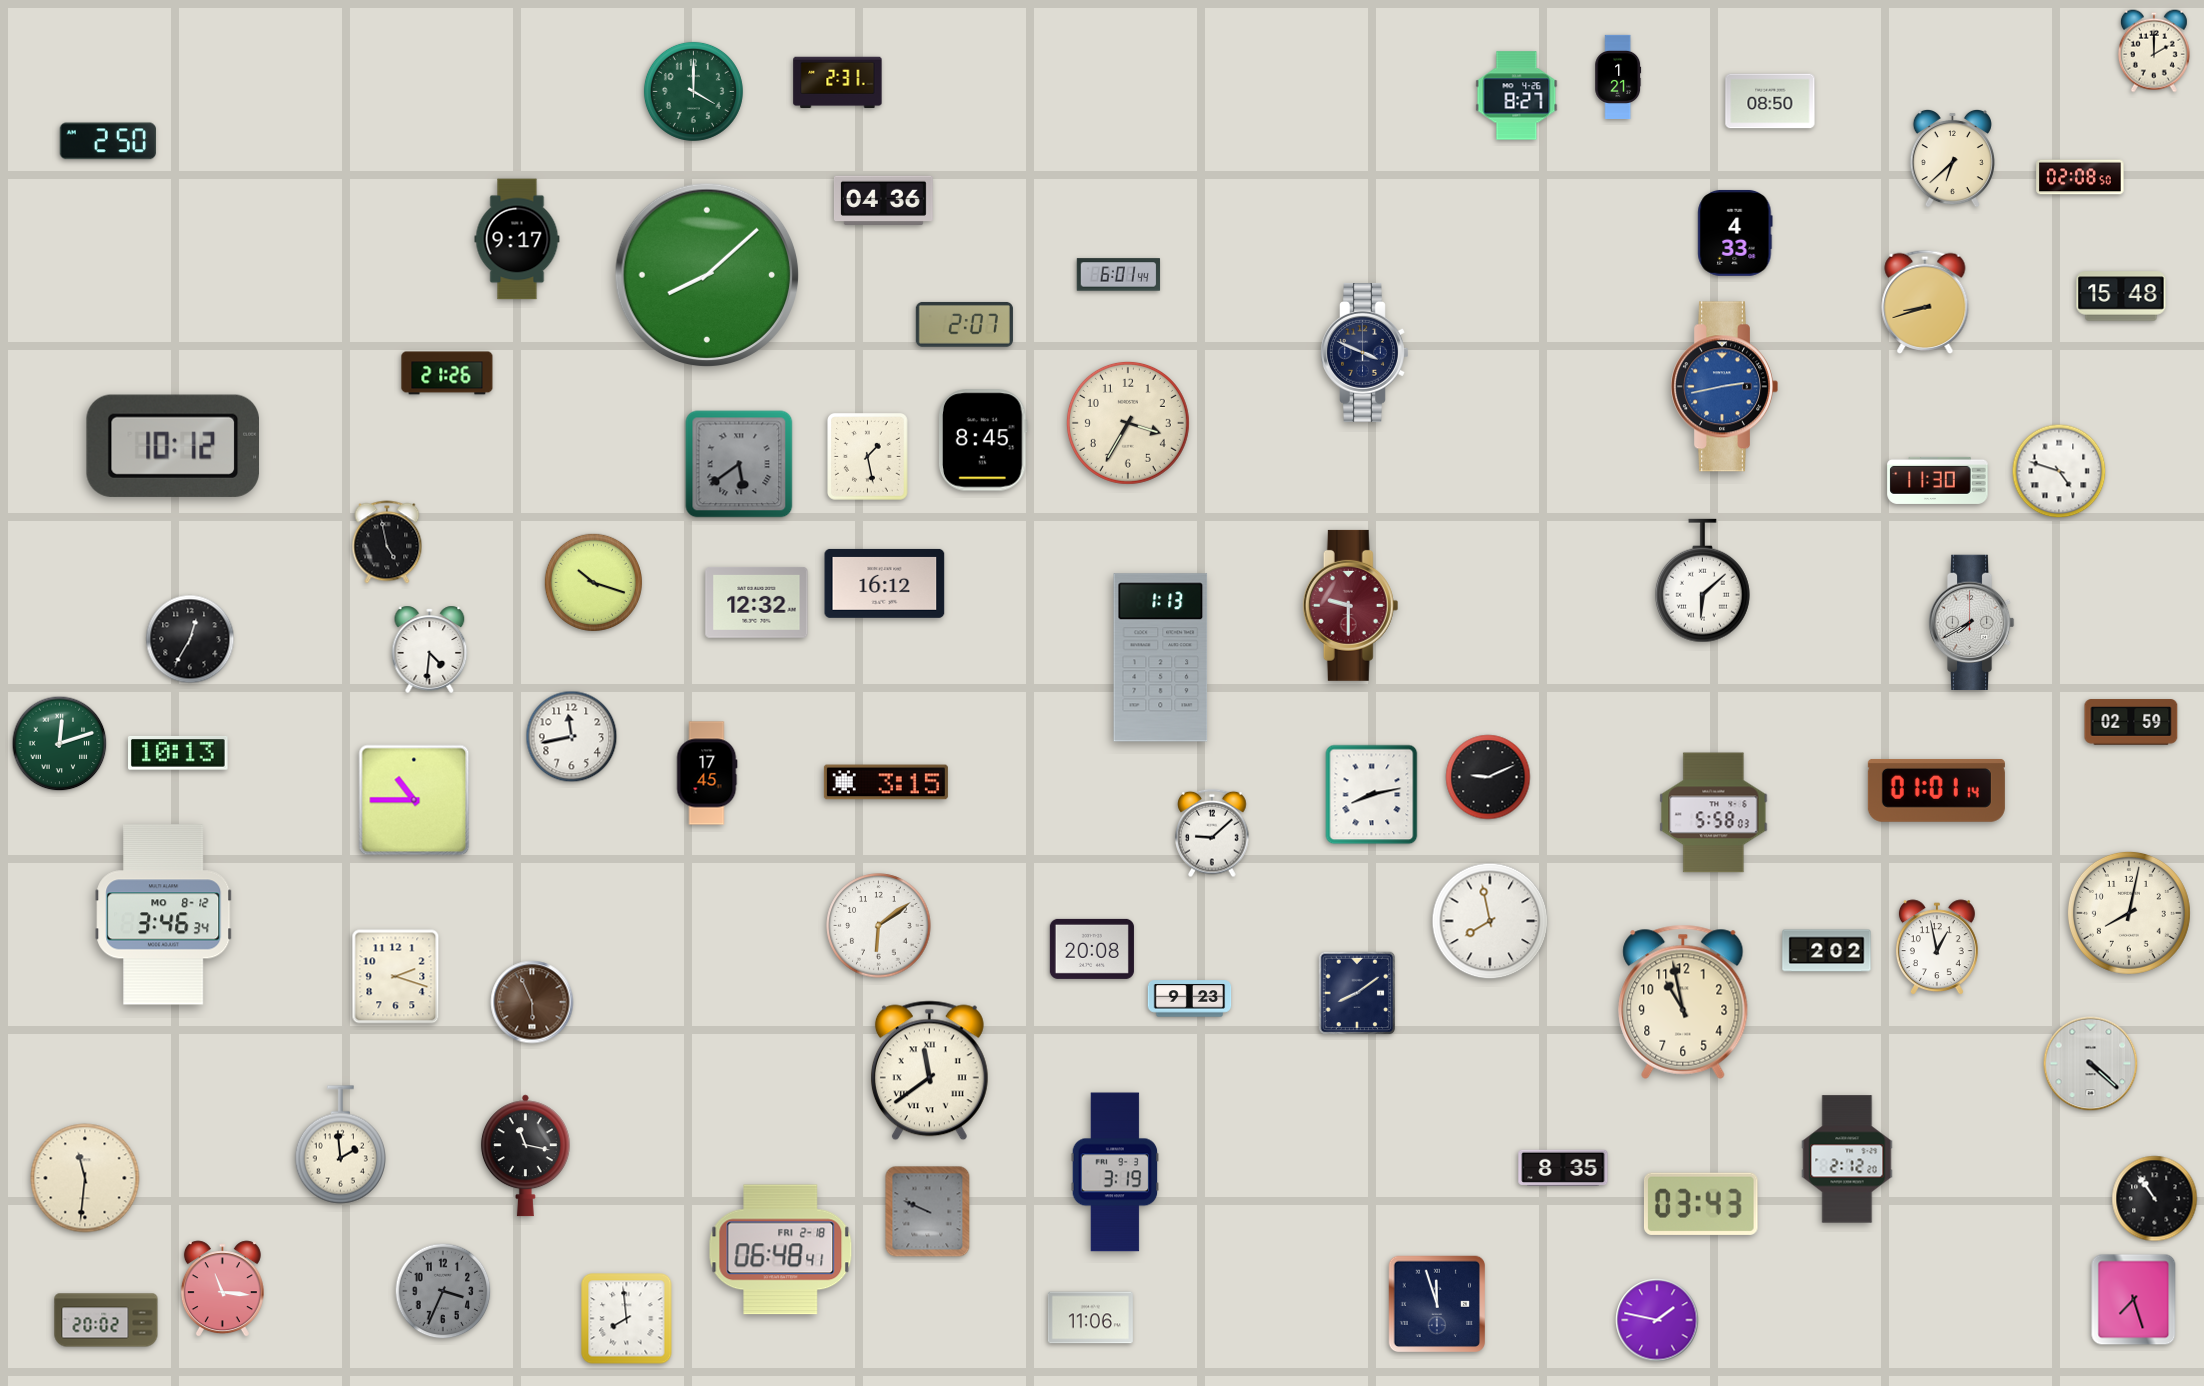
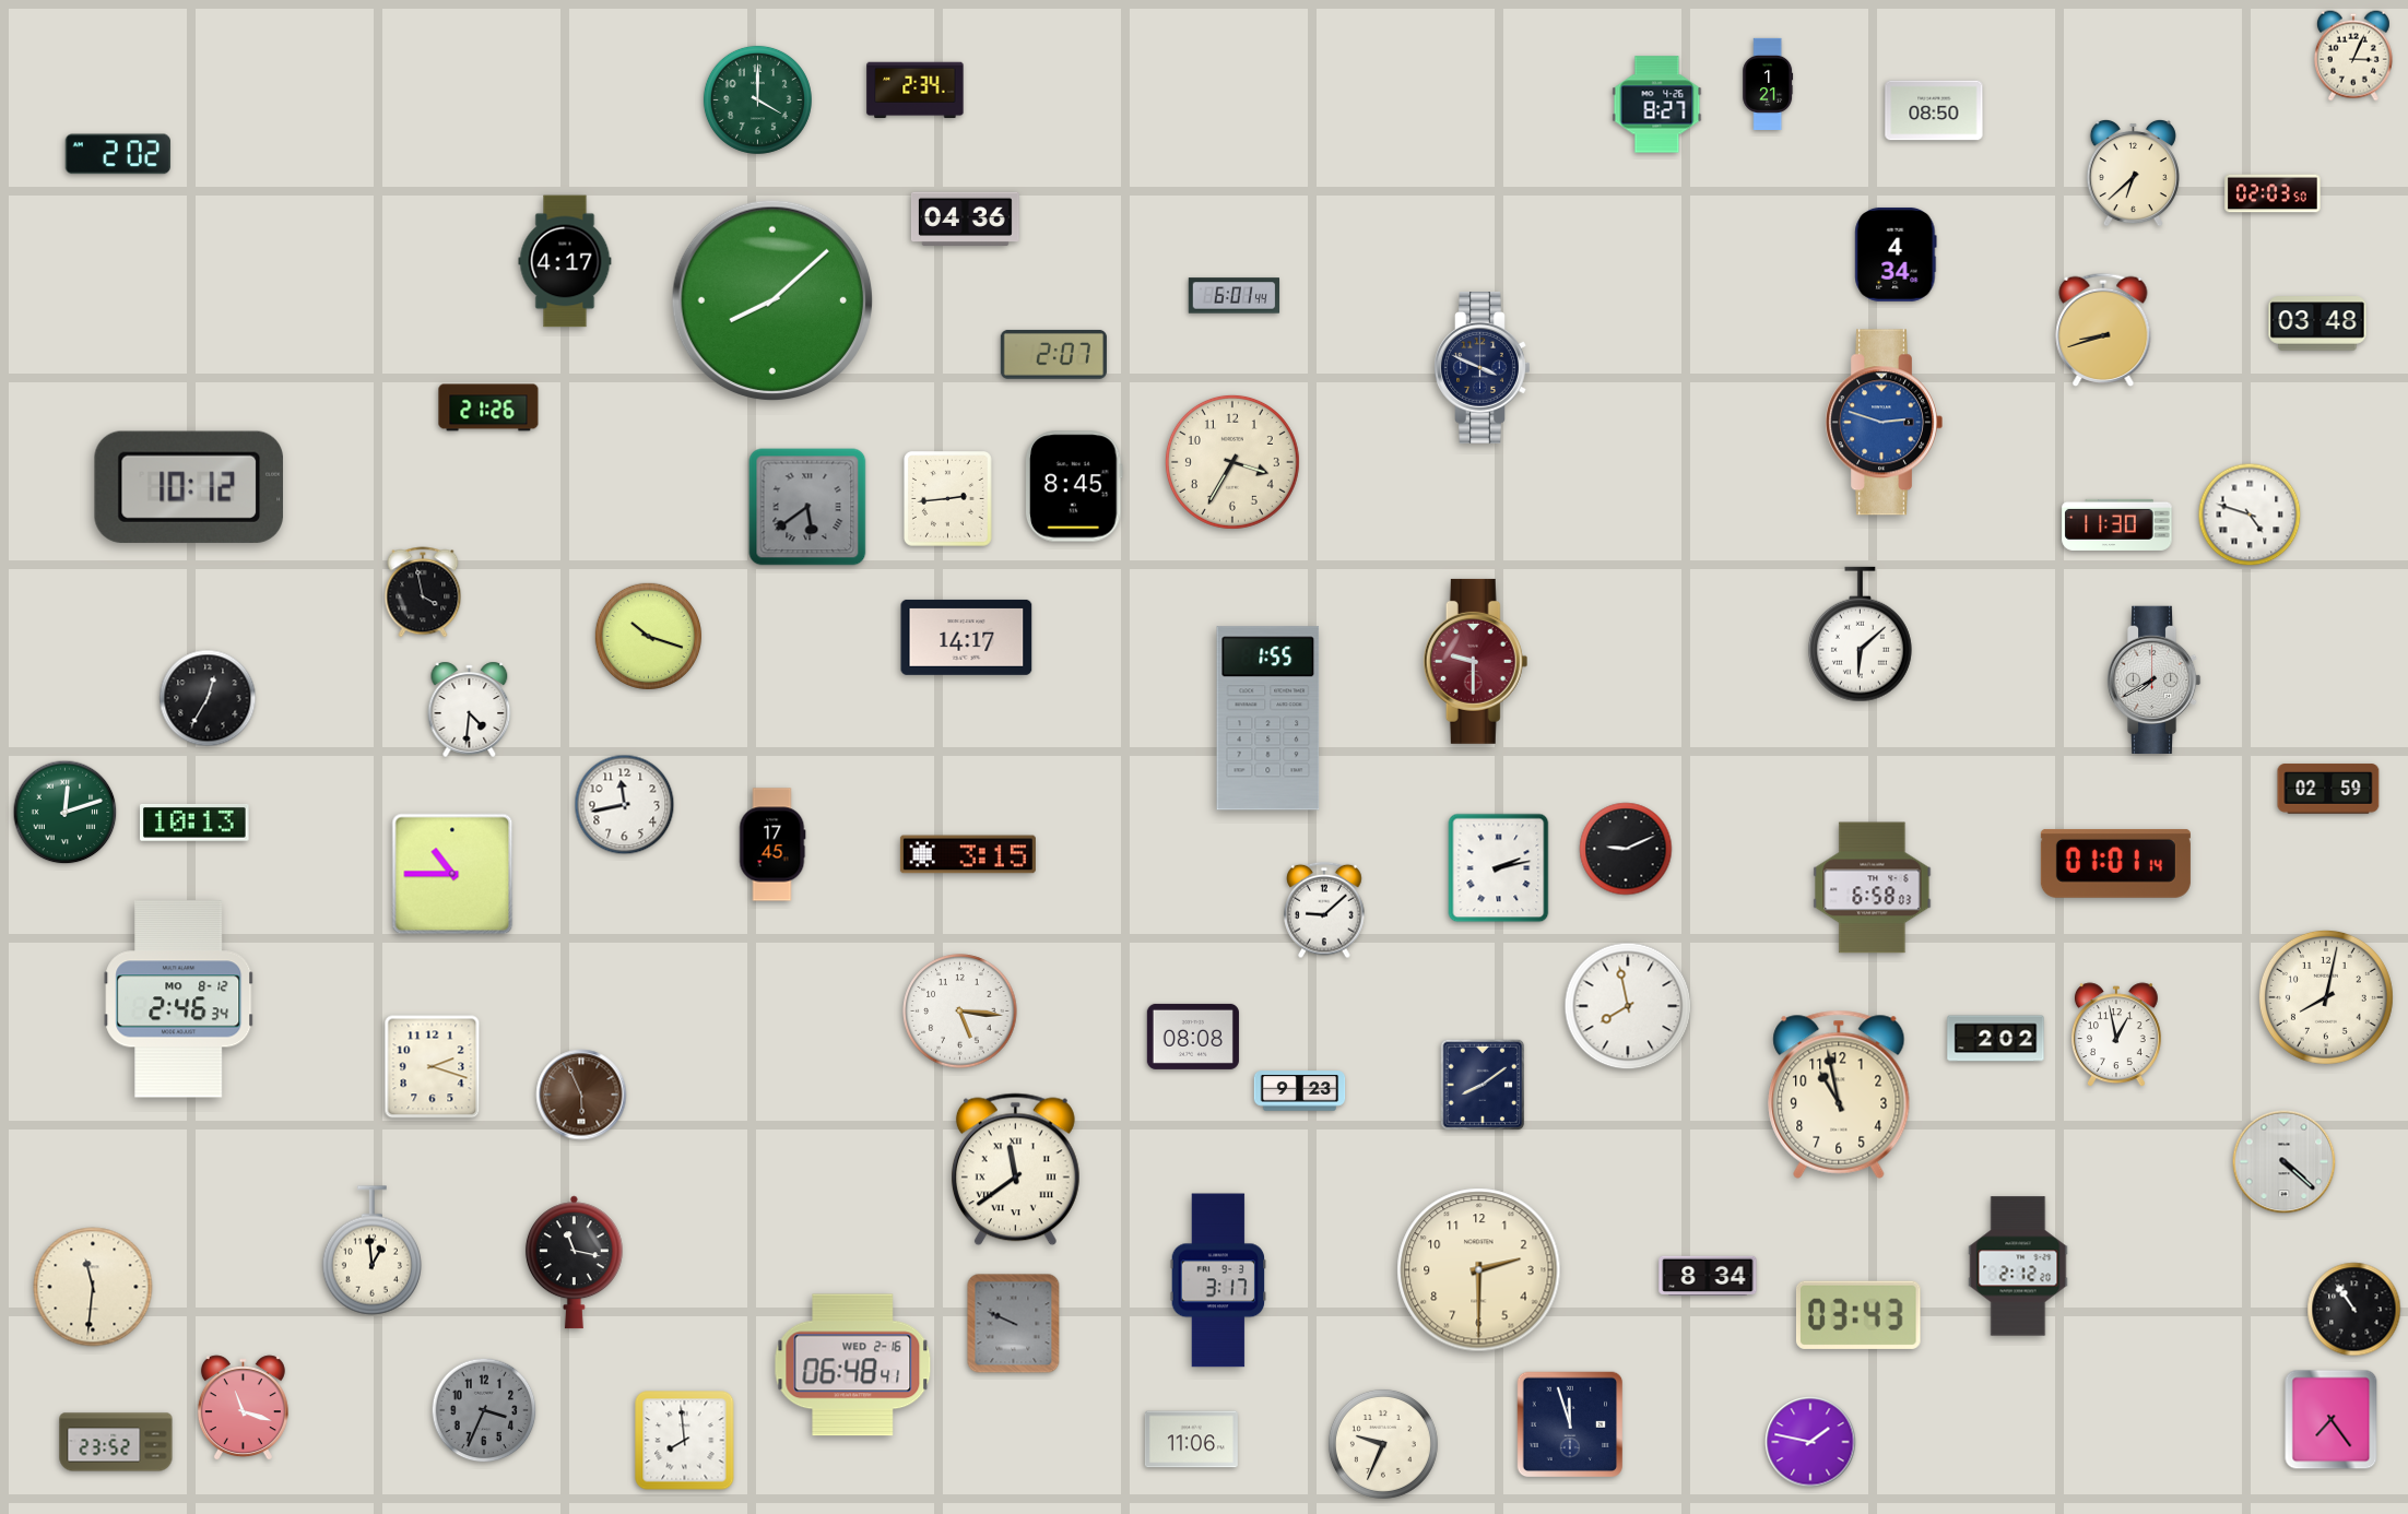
clock at (2154, 51): 2:00 -> 3:04
clock at (838, 83): 2:31 -> 2:34
clock at (108, 141): 2:50 -> 2:02
clock at (2080, 177): 02:08 -> 02:03
clock at (1735, 233): 4:33 -> 4:34
clock at (517, 239): 9:17 -> 4:17
clock at (1119, 275) position: (1119, 275) -> (1235, 296)
clock at (2121, 296): 15:48 -> 03:48
clock at (1365, 353) position: (1365, 353) -> (1483, 368)
clock at (1724, 387): 2:43 -> 2:48
clock at (983, 440) position: (983, 440) -> (1074, 486)
clock at (868, 457): 1:28 -> 2:44
clock at (387, 542): 4:58 -> 3:58
clock at (885, 583): 16:12 -> 14:17
clock at (757, 602): 12:32 -> none
clock at (1161, 658): 1:13 -> 1:55
clock at (1372, 795): 8:13 -> 2:13
clock at (1714, 813): 5:58 -> 6:58
clock at (164, 915): 3:46 -> 2:46
clock at (879, 926): 6:09 -> 5:16
clock at (1092, 949): 20:08 -> 08:08
clock at (340, 1145): 1:59 -> 12:59
clock at (1479, 1270): none -> 2:30
clock at (1563, 1167): 8:35 -> 8:34
clock at (1115, 1172): 3:19 -> 3:17
clock at (781, 1250) date: FRI 2-18 -> WED 2-16
clock at (222, 1289): 11:16 -> 11:18
clock at (2134, 1300): 7:27 -> 7:24
clock at (106, 1320): 20:02 -> 23:52
clock at (1383, 1444): none -> 9:34
